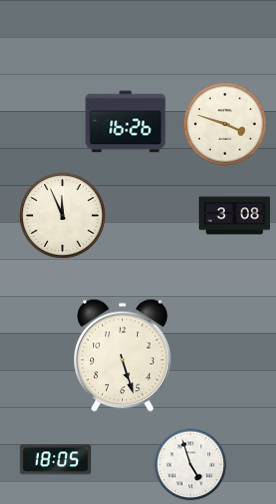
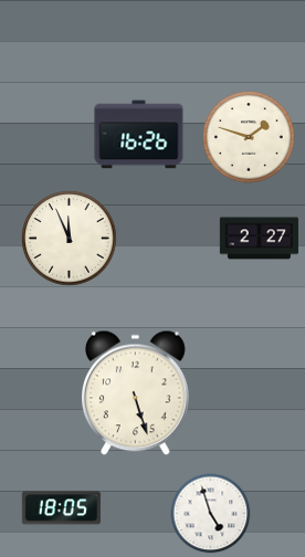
clock at (225, 124): 3:48 -> 1:48
clock at (234, 216): 3:08 -> 2:27
